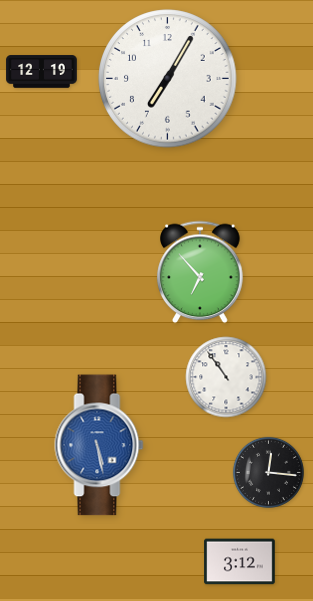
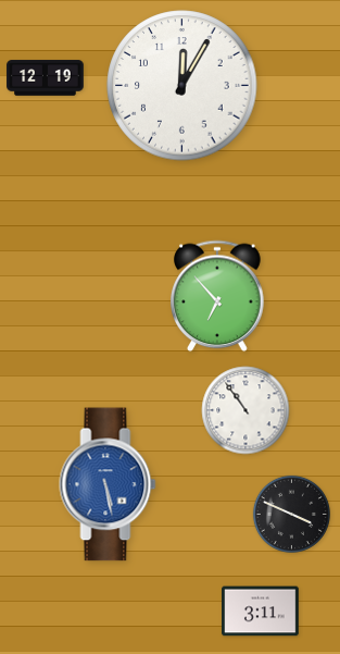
clock at (168, 79): 7:05 -> 12:05
clock at (268, 472): 12:16 -> 3:49
clock at (240, 562): 3:12 -> 3:11
